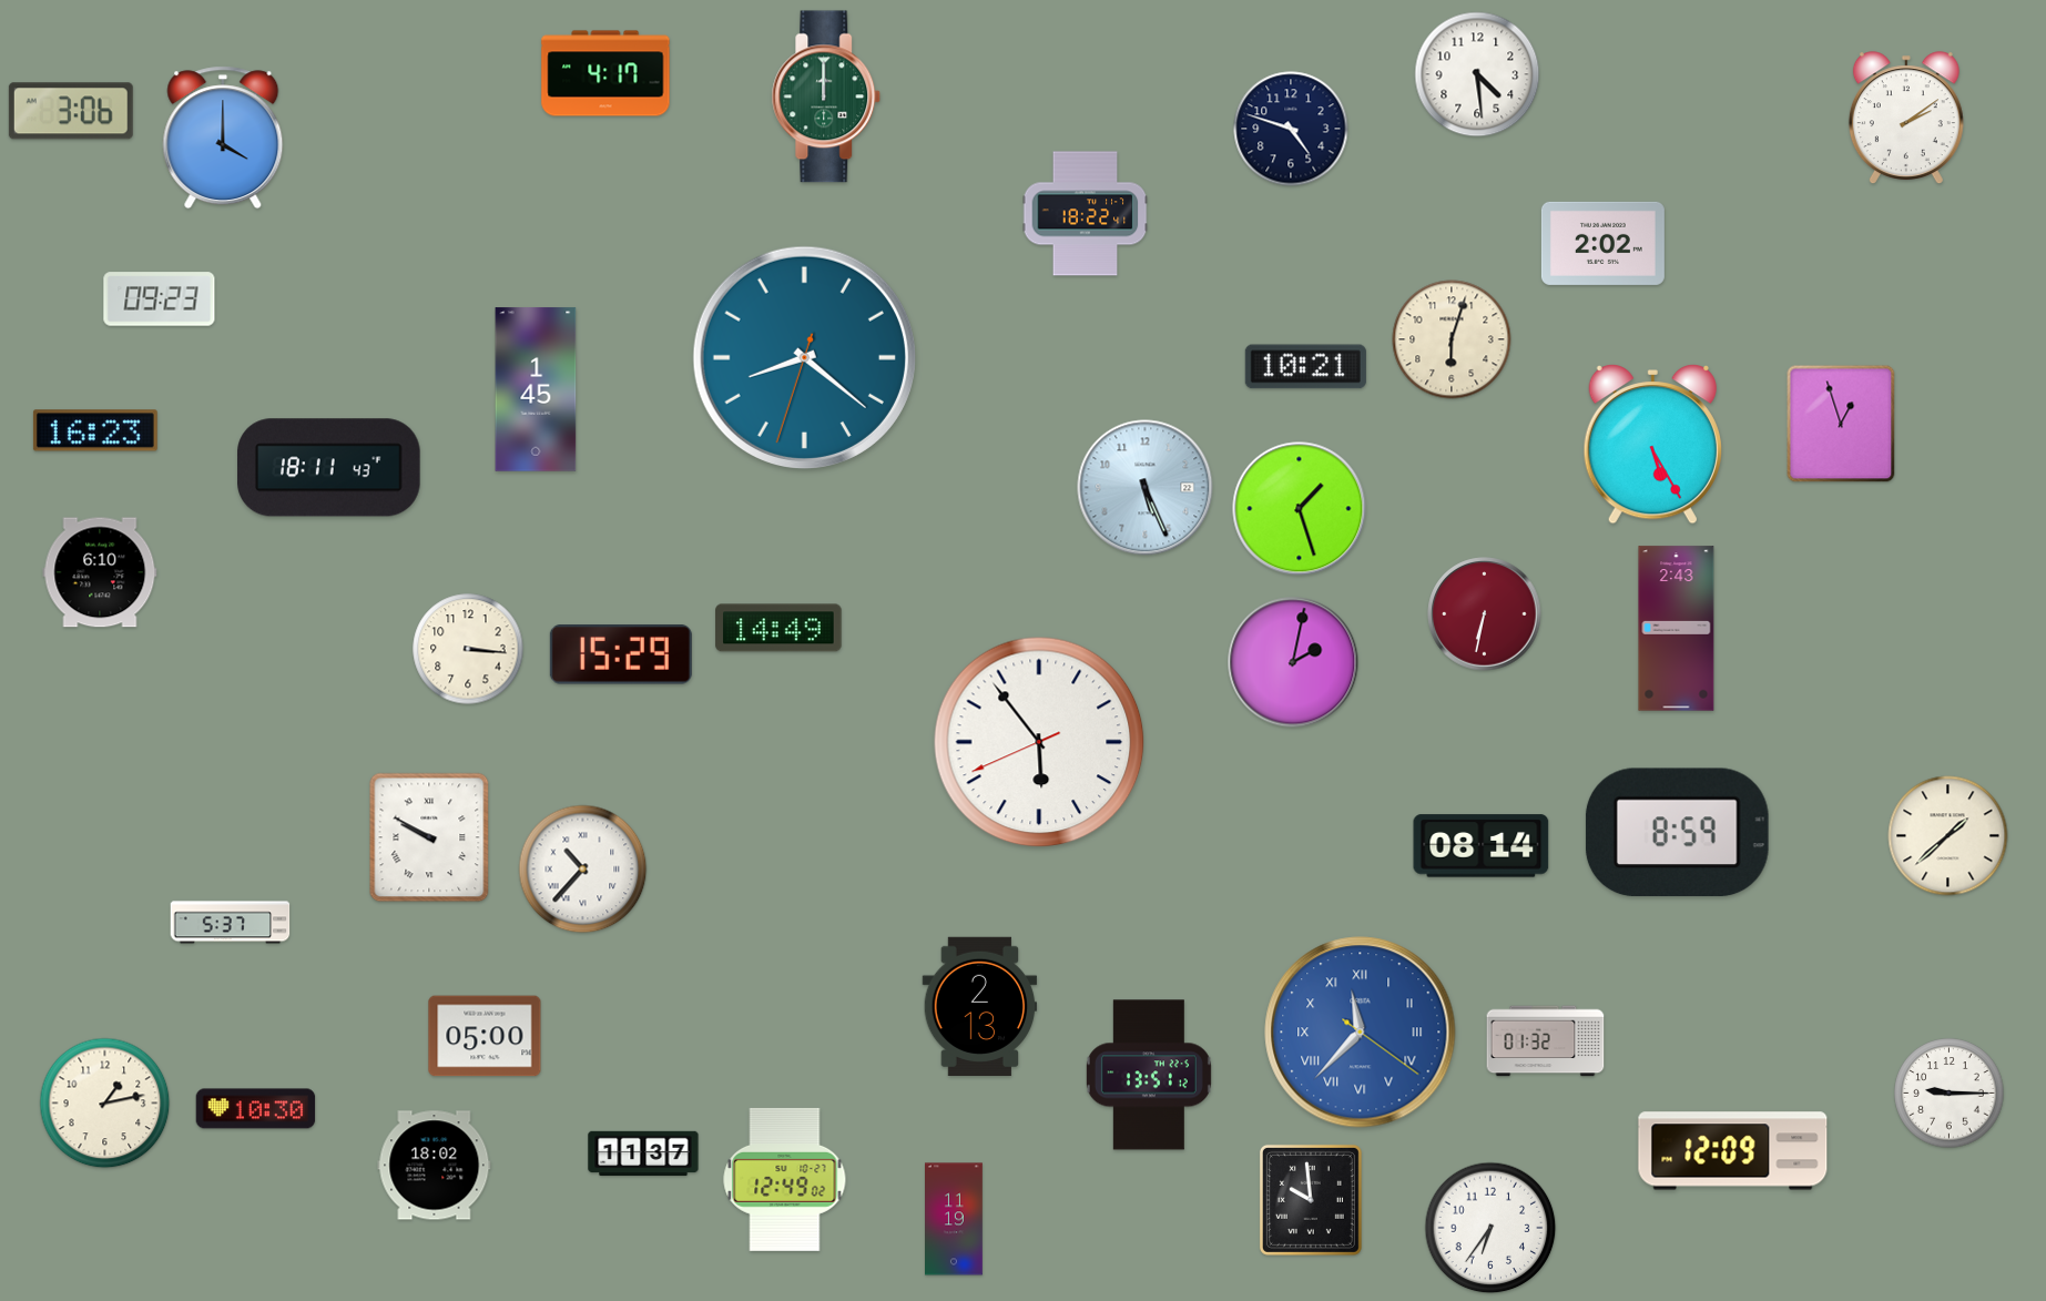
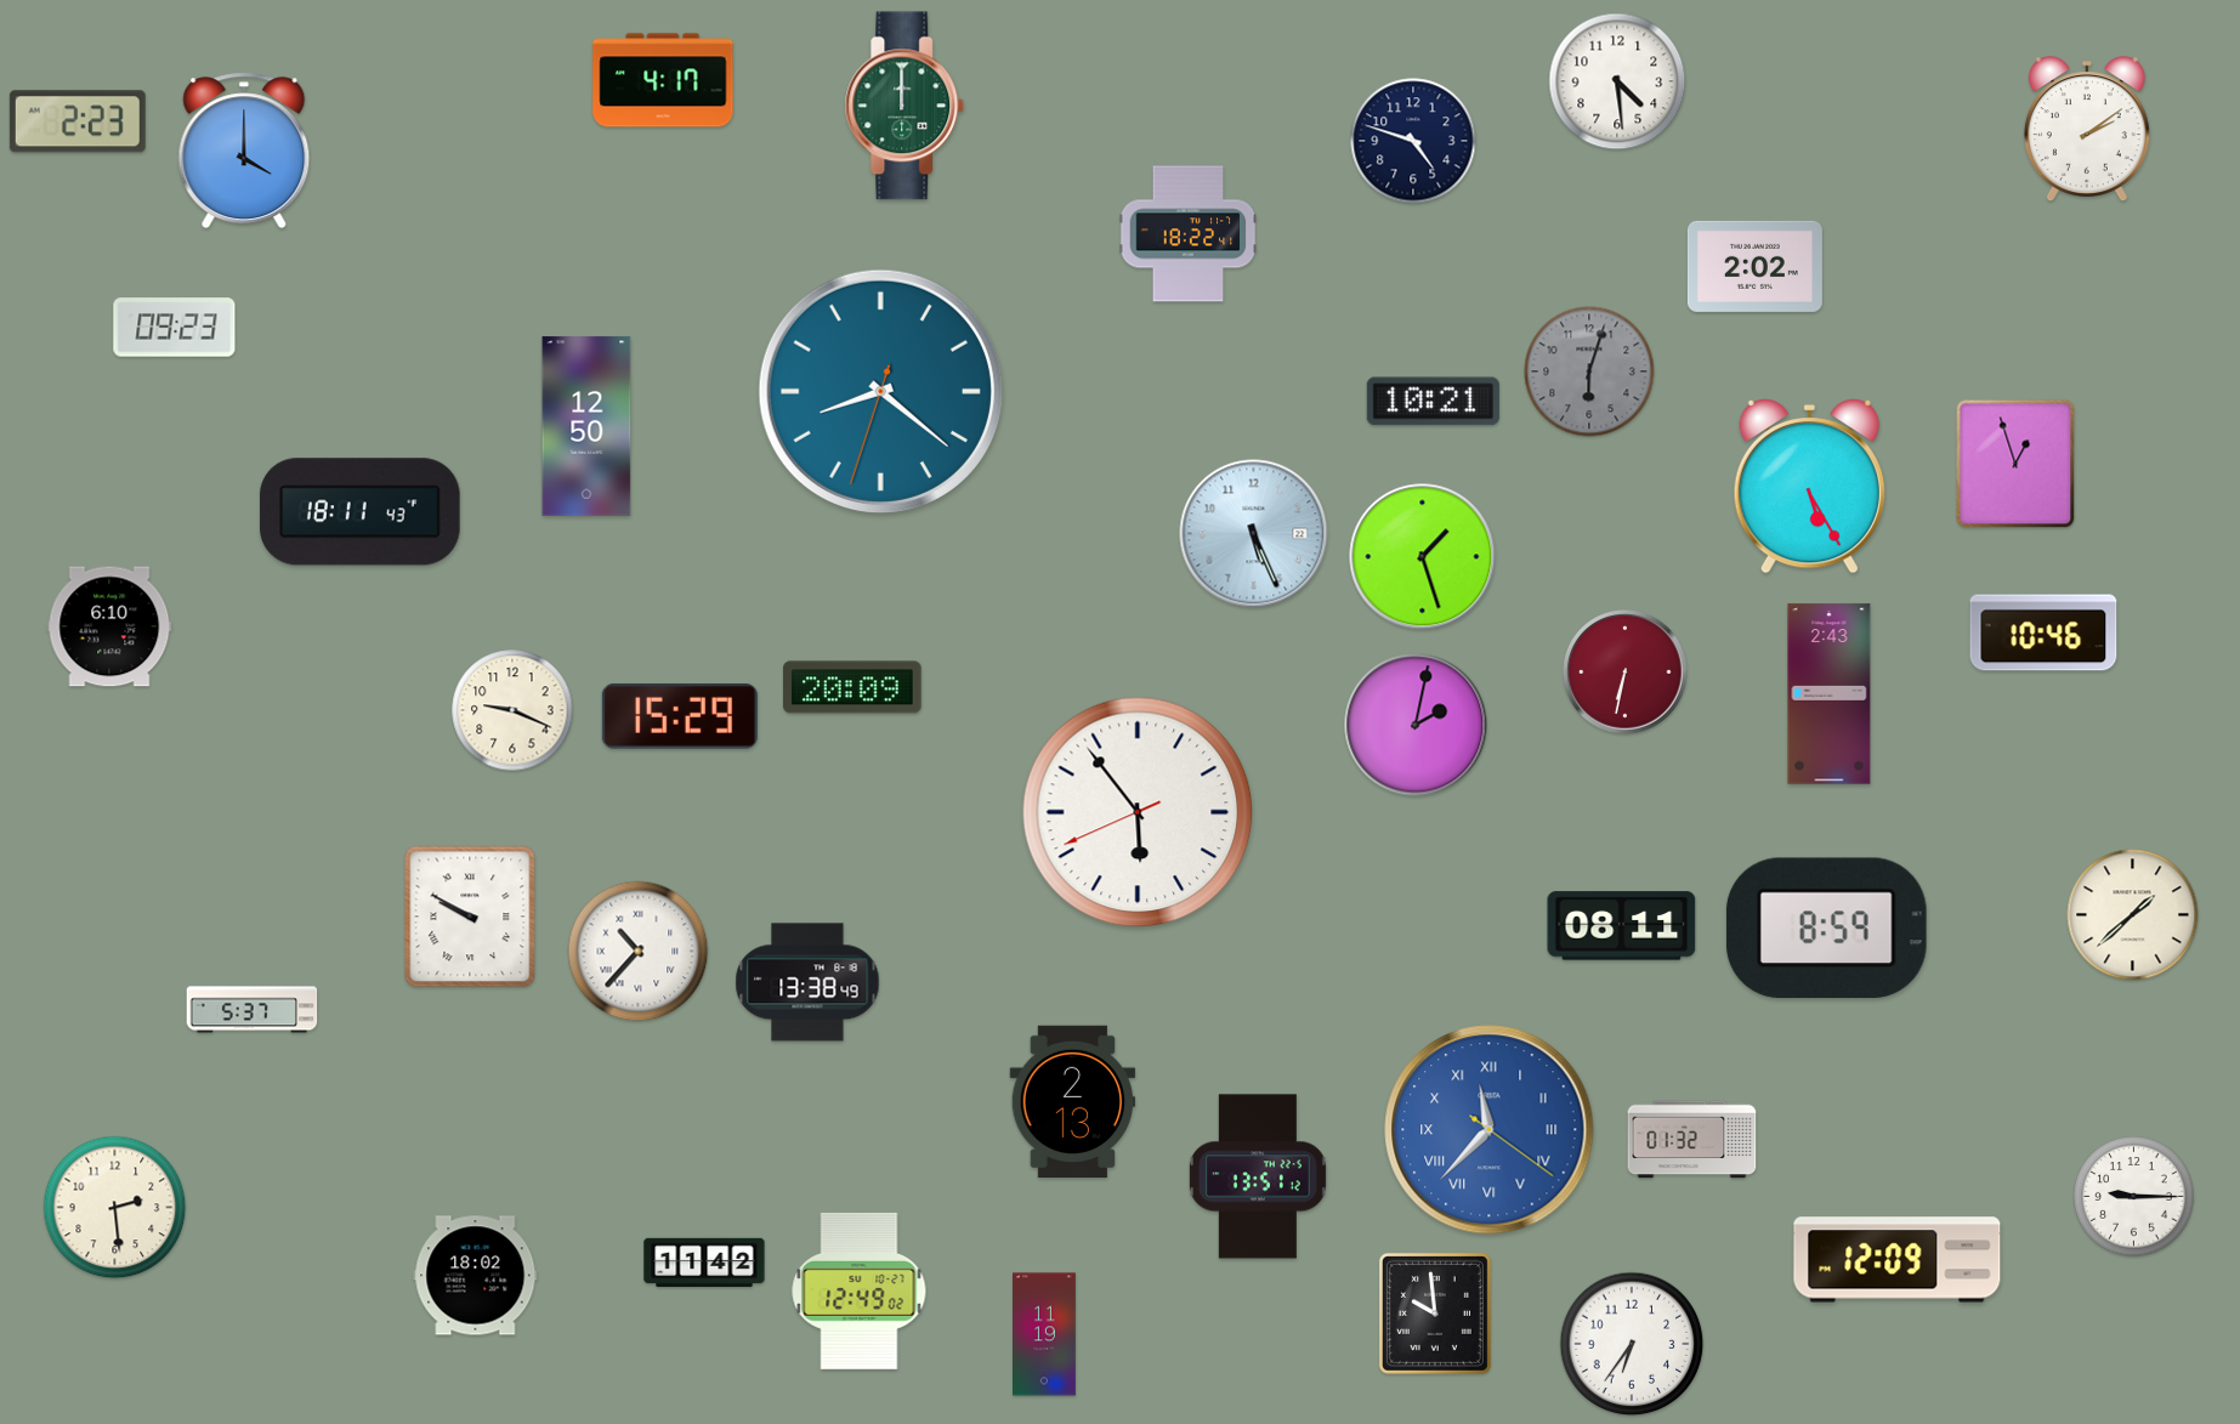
clock at (71, 111): 3:06 -> 2:23
clock at (1452, 339) dial: cream -> grey
clock at (1305, 367) position: (1305, 367) -> (1433, 402)
clock at (536, 389): 1:45 -> 12:50
clock at (95, 430): 16:23 -> none
clock at (2043, 632): none -> 10:46
clock at (778, 628): 14:49 -> 20:09
clock at (1677, 629) position: (1677, 629) -> (1830, 694)
clock at (468, 649): 3:16 -> 9:19
clock at (1677, 833) position: (1677, 833) -> (1826, 929)
clock at (1482, 846): 08:14 -> 08:11
clock at (807, 982): none -> 13:38
clock at (485, 1036): 05:00 -> none
clock at (105, 1104): 1:13 -> 2:29
clock at (256, 1109): 10:30 -> none
clock at (643, 1153): 11:37 -> 11:42
